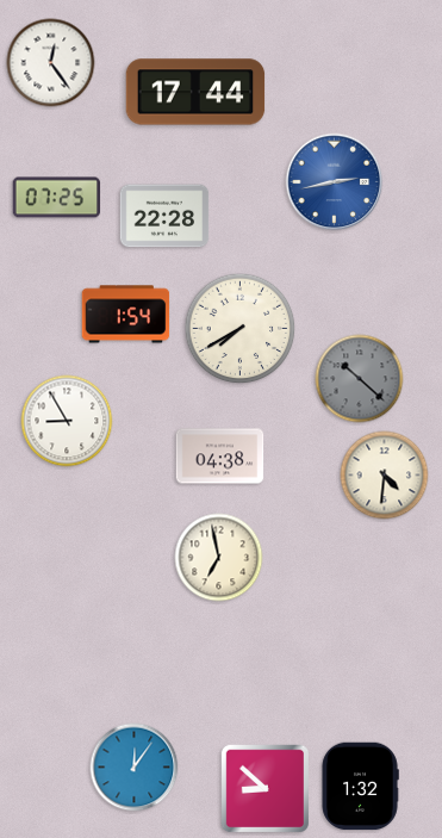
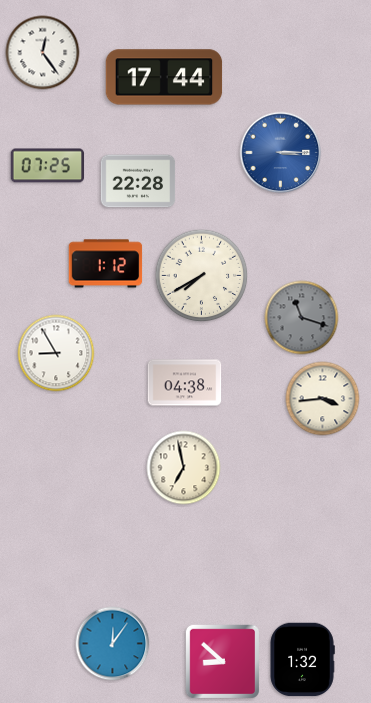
clock at (335, 182): 2:43 -> 3:15
clock at (126, 315): 1:54 -> 1:12
clock at (360, 379): 10:22 -> 11:18
clock at (385, 476): 4:31 -> 3:44
